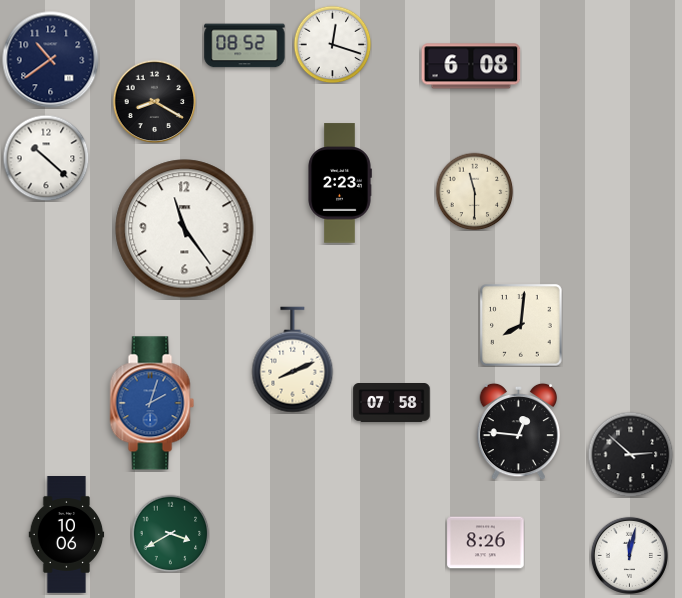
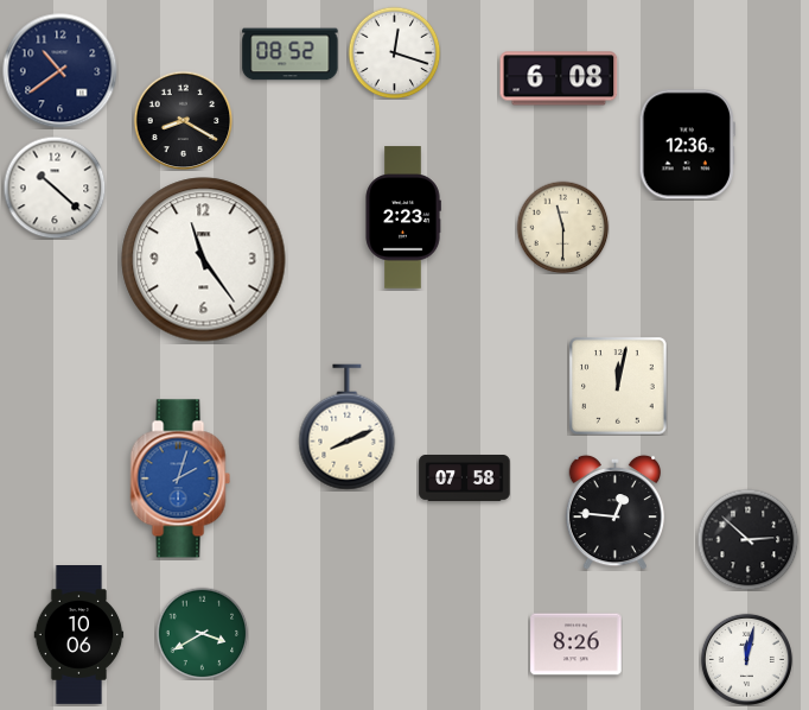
clock at (687, 145): none -> 12:36
clock at (185, 229) position: (185, 229) -> (204, 260)
clock at (521, 325): 8:01 -> 12:02
